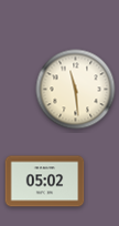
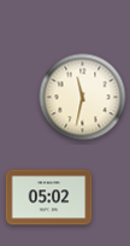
clock at (76, 90): 11:29 -> 11:32
